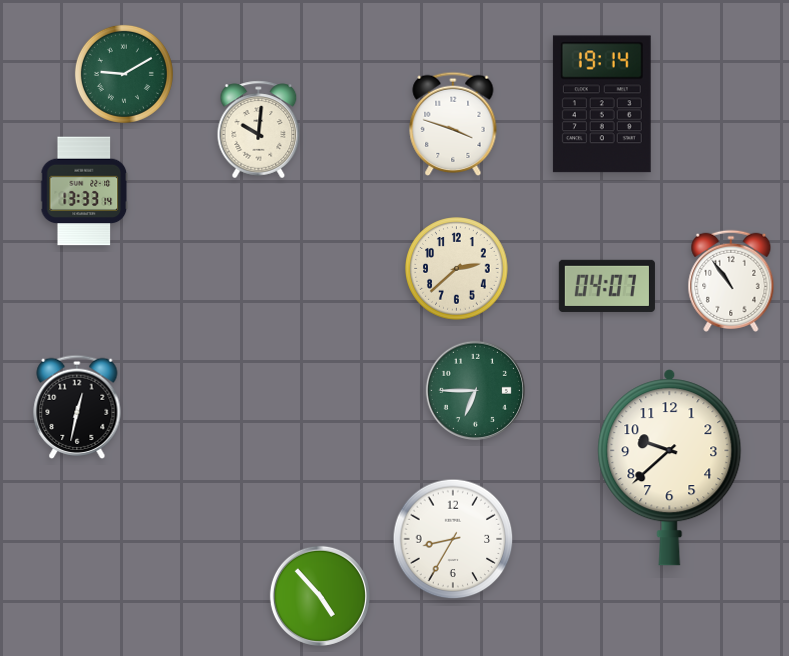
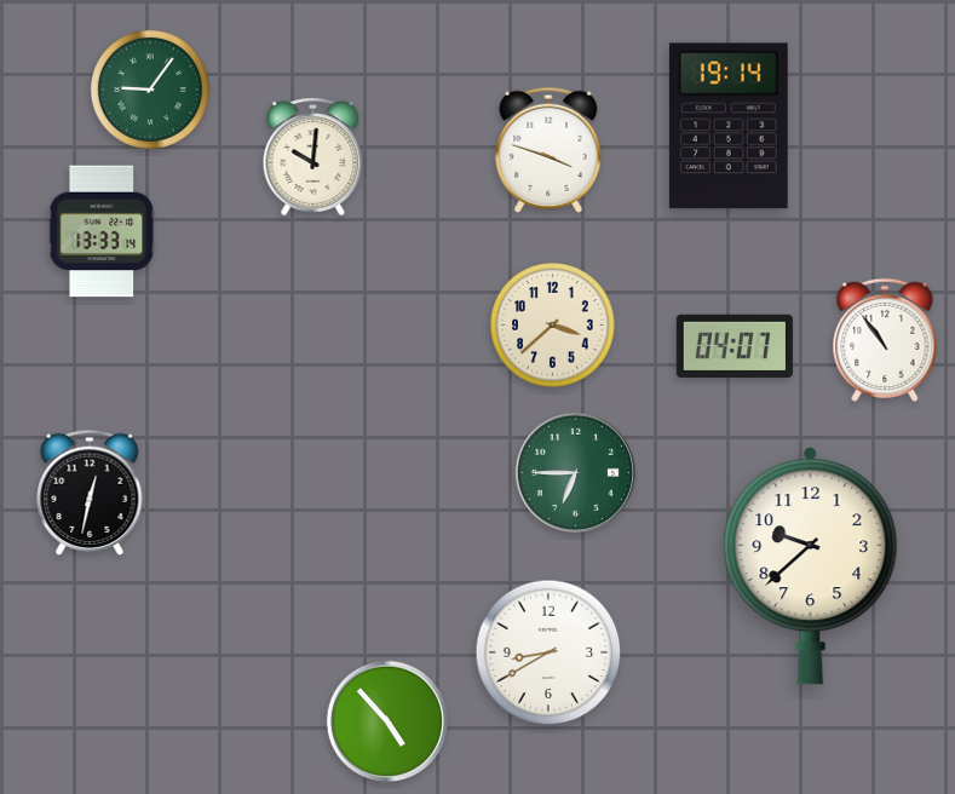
clock at (124, 74): 9:10 -> 9:06
clock at (457, 269): 2:38 -> 3:38
clock at (77, 406) position: (77, 406) -> (90, 491)
clock at (453, 539): 8:35 -> 8:40
